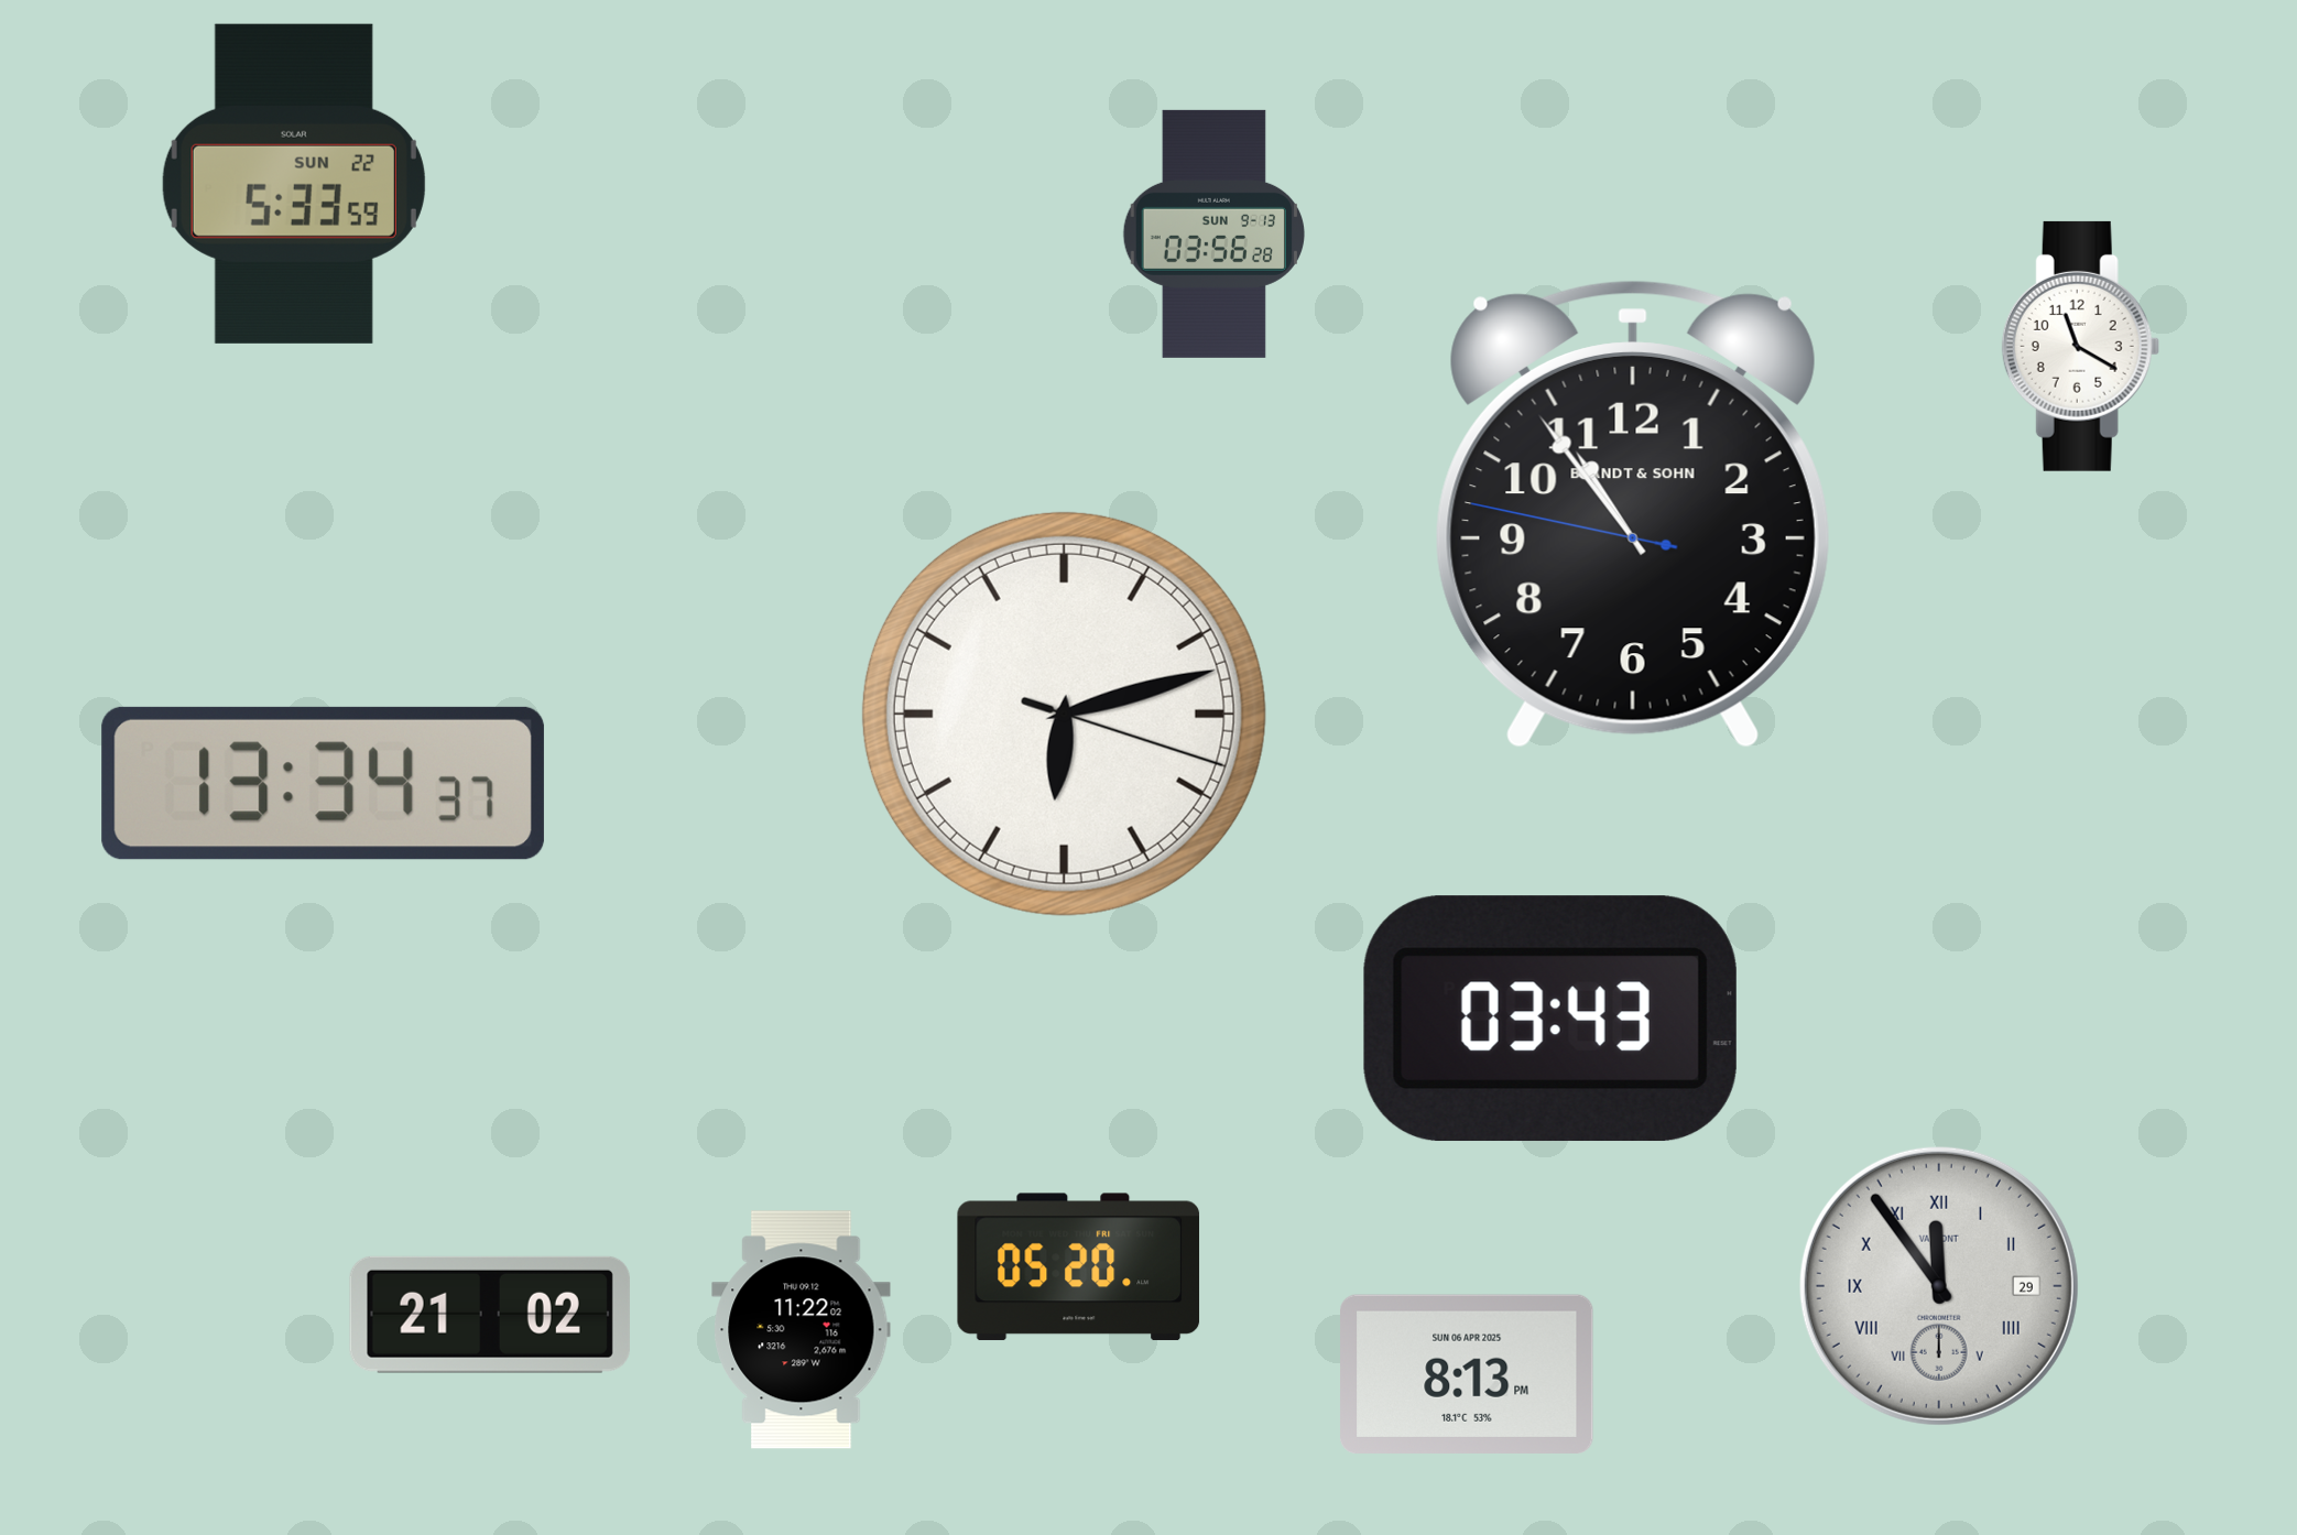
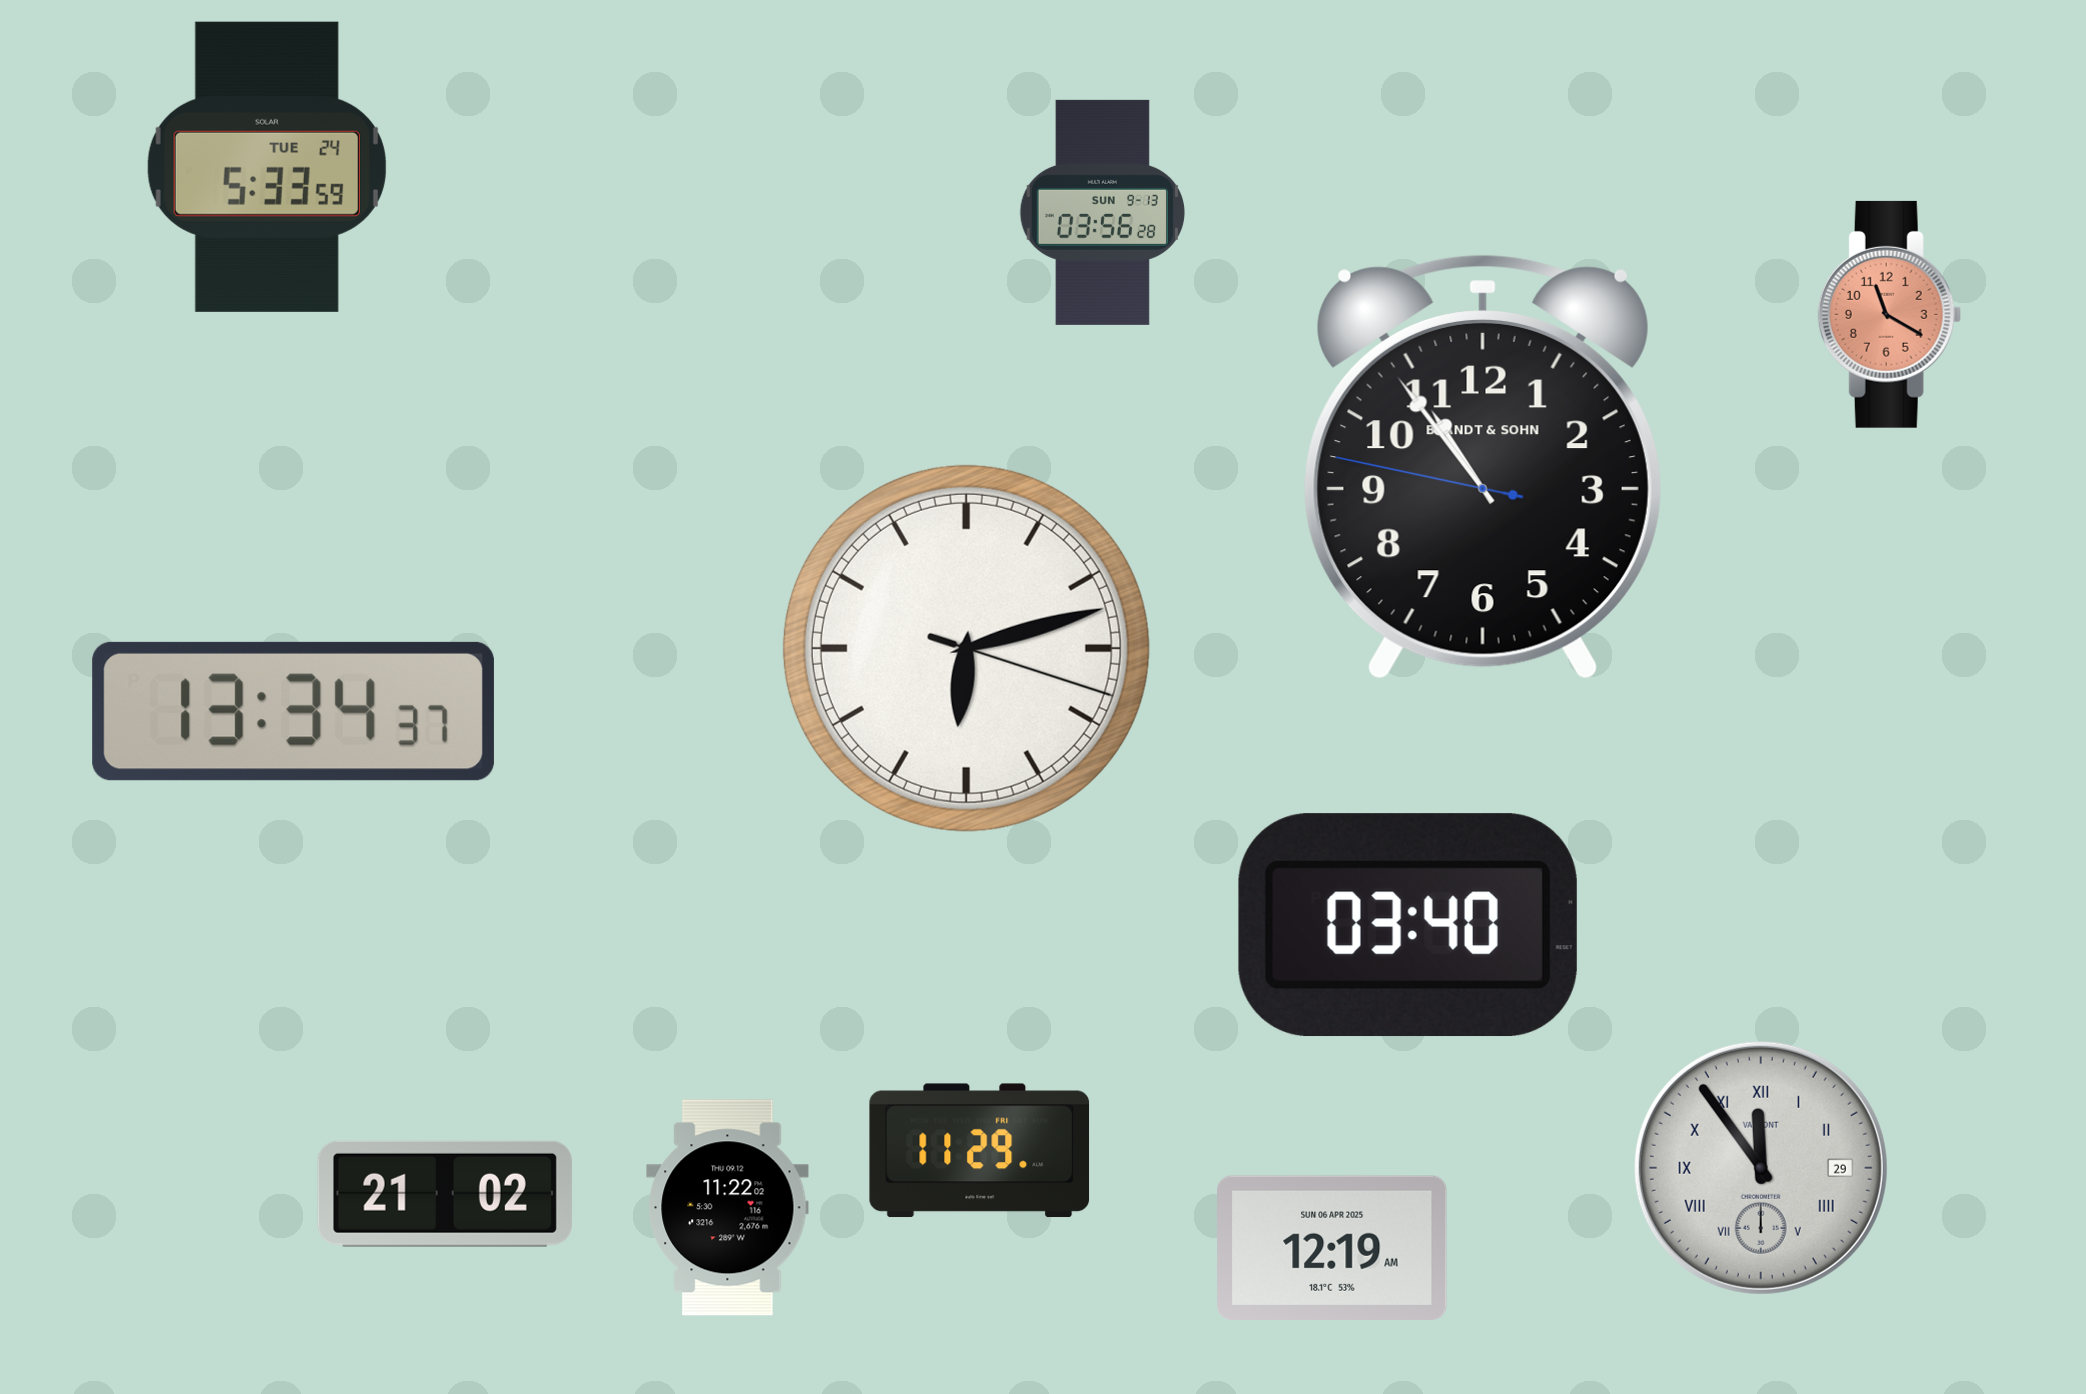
clock at (294, 184) date: SUN 22 -> TUE 24
clock at (2080, 346) dial: white -> salmon
clock at (1550, 1019): 03:43 -> 03:40
clock at (1079, 1267): 05:20 -> 11:29
clock at (1467, 1374): 8:13 -> 12:19
